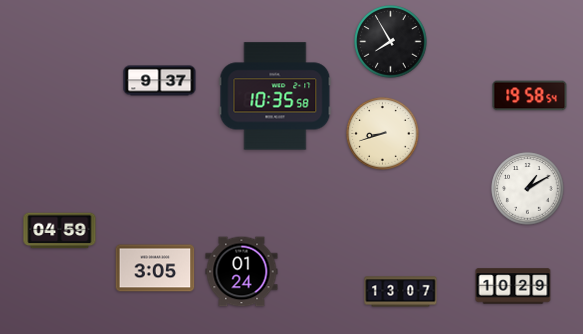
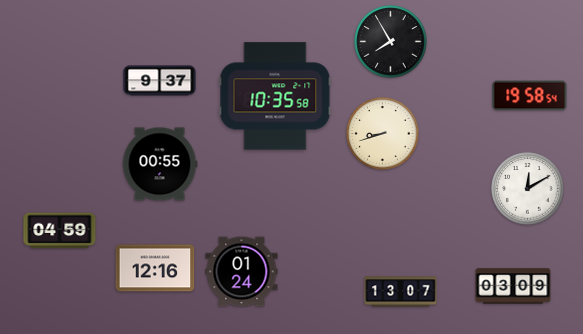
clock at (160, 164): none -> 00:55
clock at (528, 189): 1:10 -> 12:10
clock at (155, 268): 3:05 -> 12:16
clock at (513, 286): 10:29 -> 03:09
